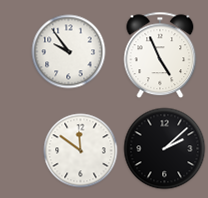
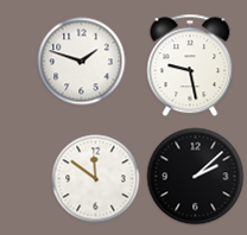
clock at (69, 52): 9:54 -> 1:48
clock at (160, 55): 4:56 -> 9:28
